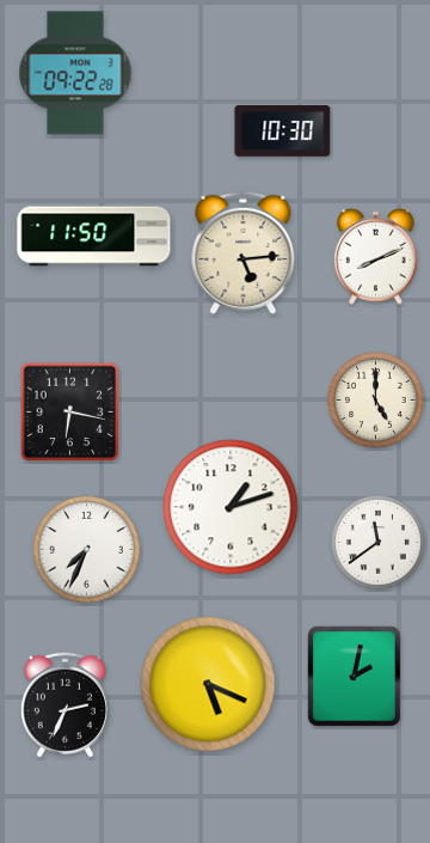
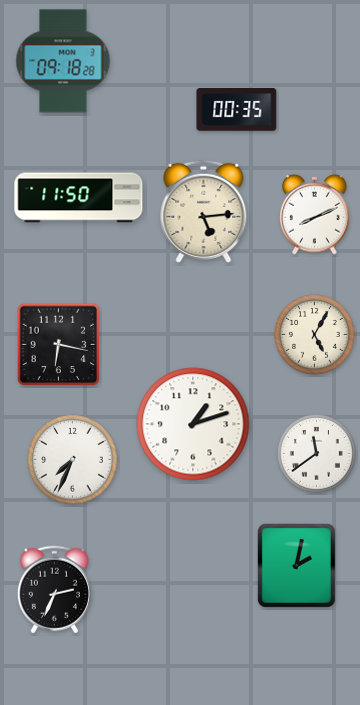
clock at (75, 73): 09:22 -> 09:18
clock at (283, 132): 10:30 -> 00:35
clock at (376, 401): 5:00 -> 5:05
clock at (208, 684): 5:19 -> none
